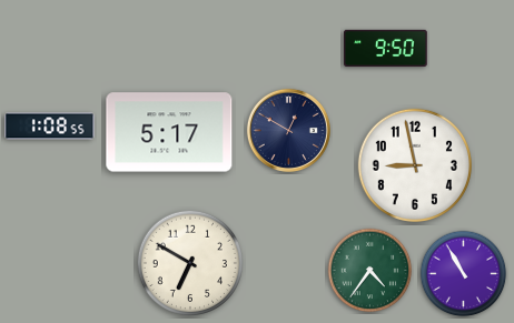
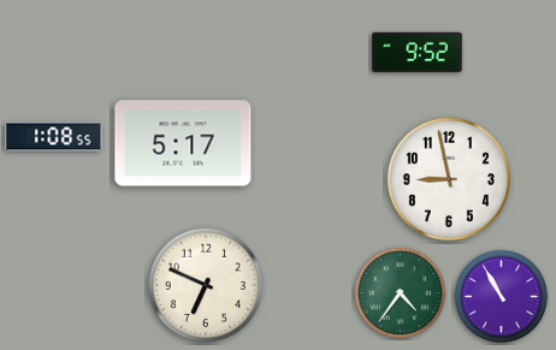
clock at (386, 49): 9:50 -> 9:52
clock at (288, 130): 12:50 -> none
clock at (189, 262): 6:50 -> 6:49
